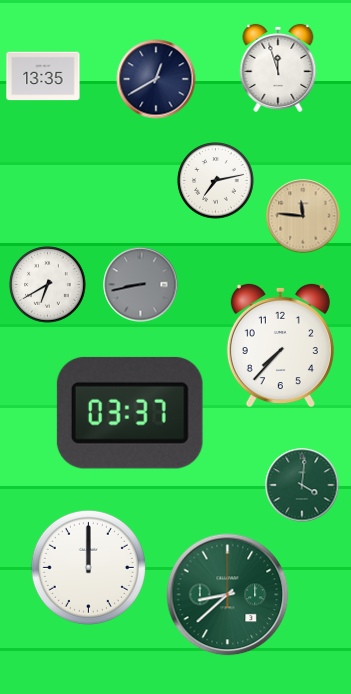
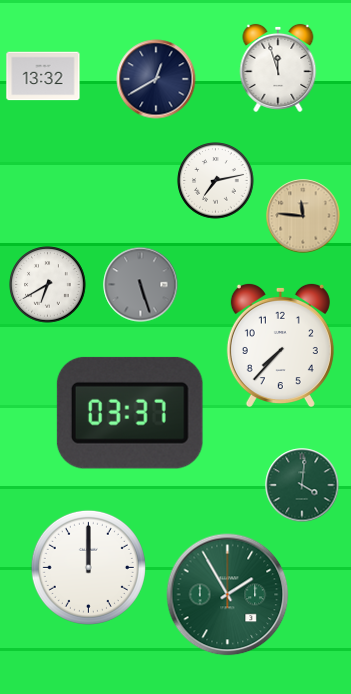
clock at (43, 76): 13:35 -> 13:32
clock at (141, 285): 8:43 -> 5:27
clock at (228, 595): 8:38 -> 1:55
